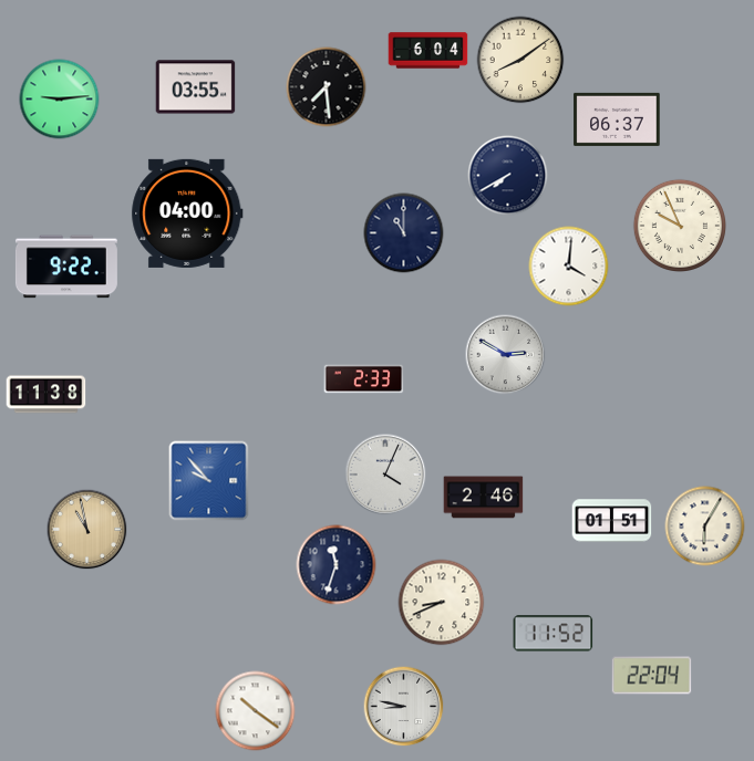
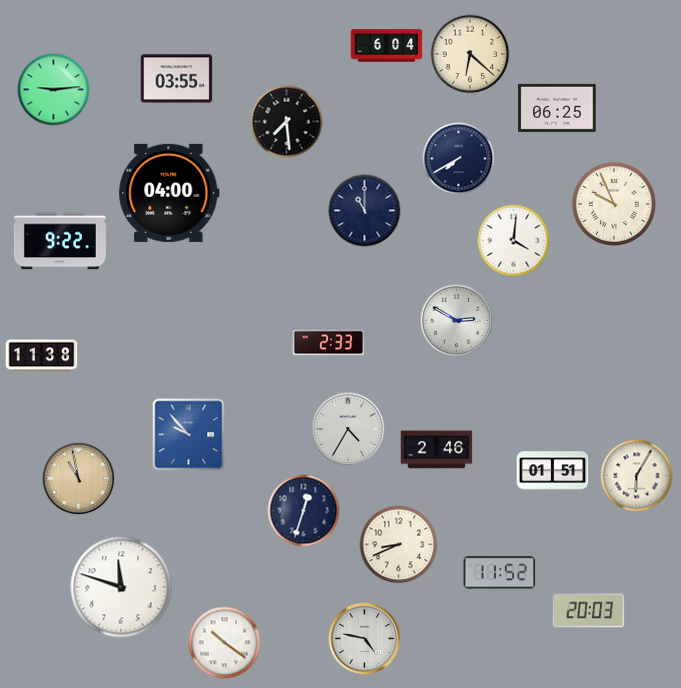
clock at (520, 60): 8:09 -> 6:22
clock at (327, 87) position: (327, 87) -> (287, 122)
clock at (617, 119): 06:37 -> 06:25
clock at (385, 475): 4:04 -> 4:35
clock at (337, 565): 11:33 -> 12:33
clock at (121, 587): none -> 11:48
clock at (652, 676): 22:04 -> 20:03
clock at (404, 707): 8:47 -> 4:47
clock at (256, 711) position: (256, 711) -> (225, 643)
